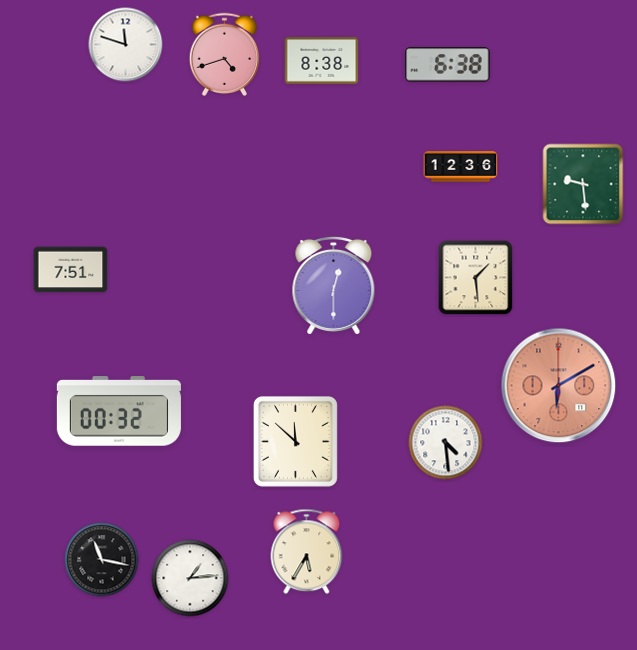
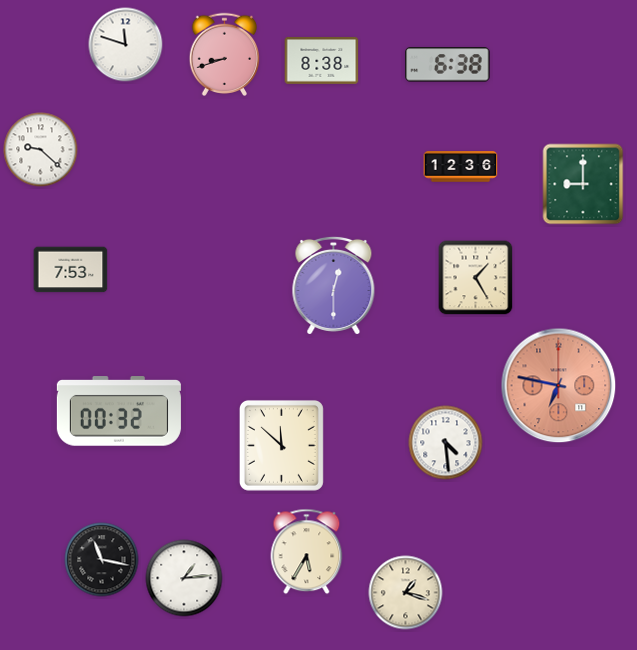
clock at (224, 54): 4:42 -> 8:42
clock at (41, 150): none -> 9:22
clock at (583, 184): 9:29 -> 9:00
clock at (71, 270): 7:51 -> 7:53
clock at (476, 278): 1:29 -> 1:25
clock at (559, 386): 6:10 -> 6:47
clock at (295, 441) position: (295, 441) -> (281, 445)
clock at (190, 578) position: (190, 578) -> (184, 578)
clock at (406, 593): none -> 1:18
